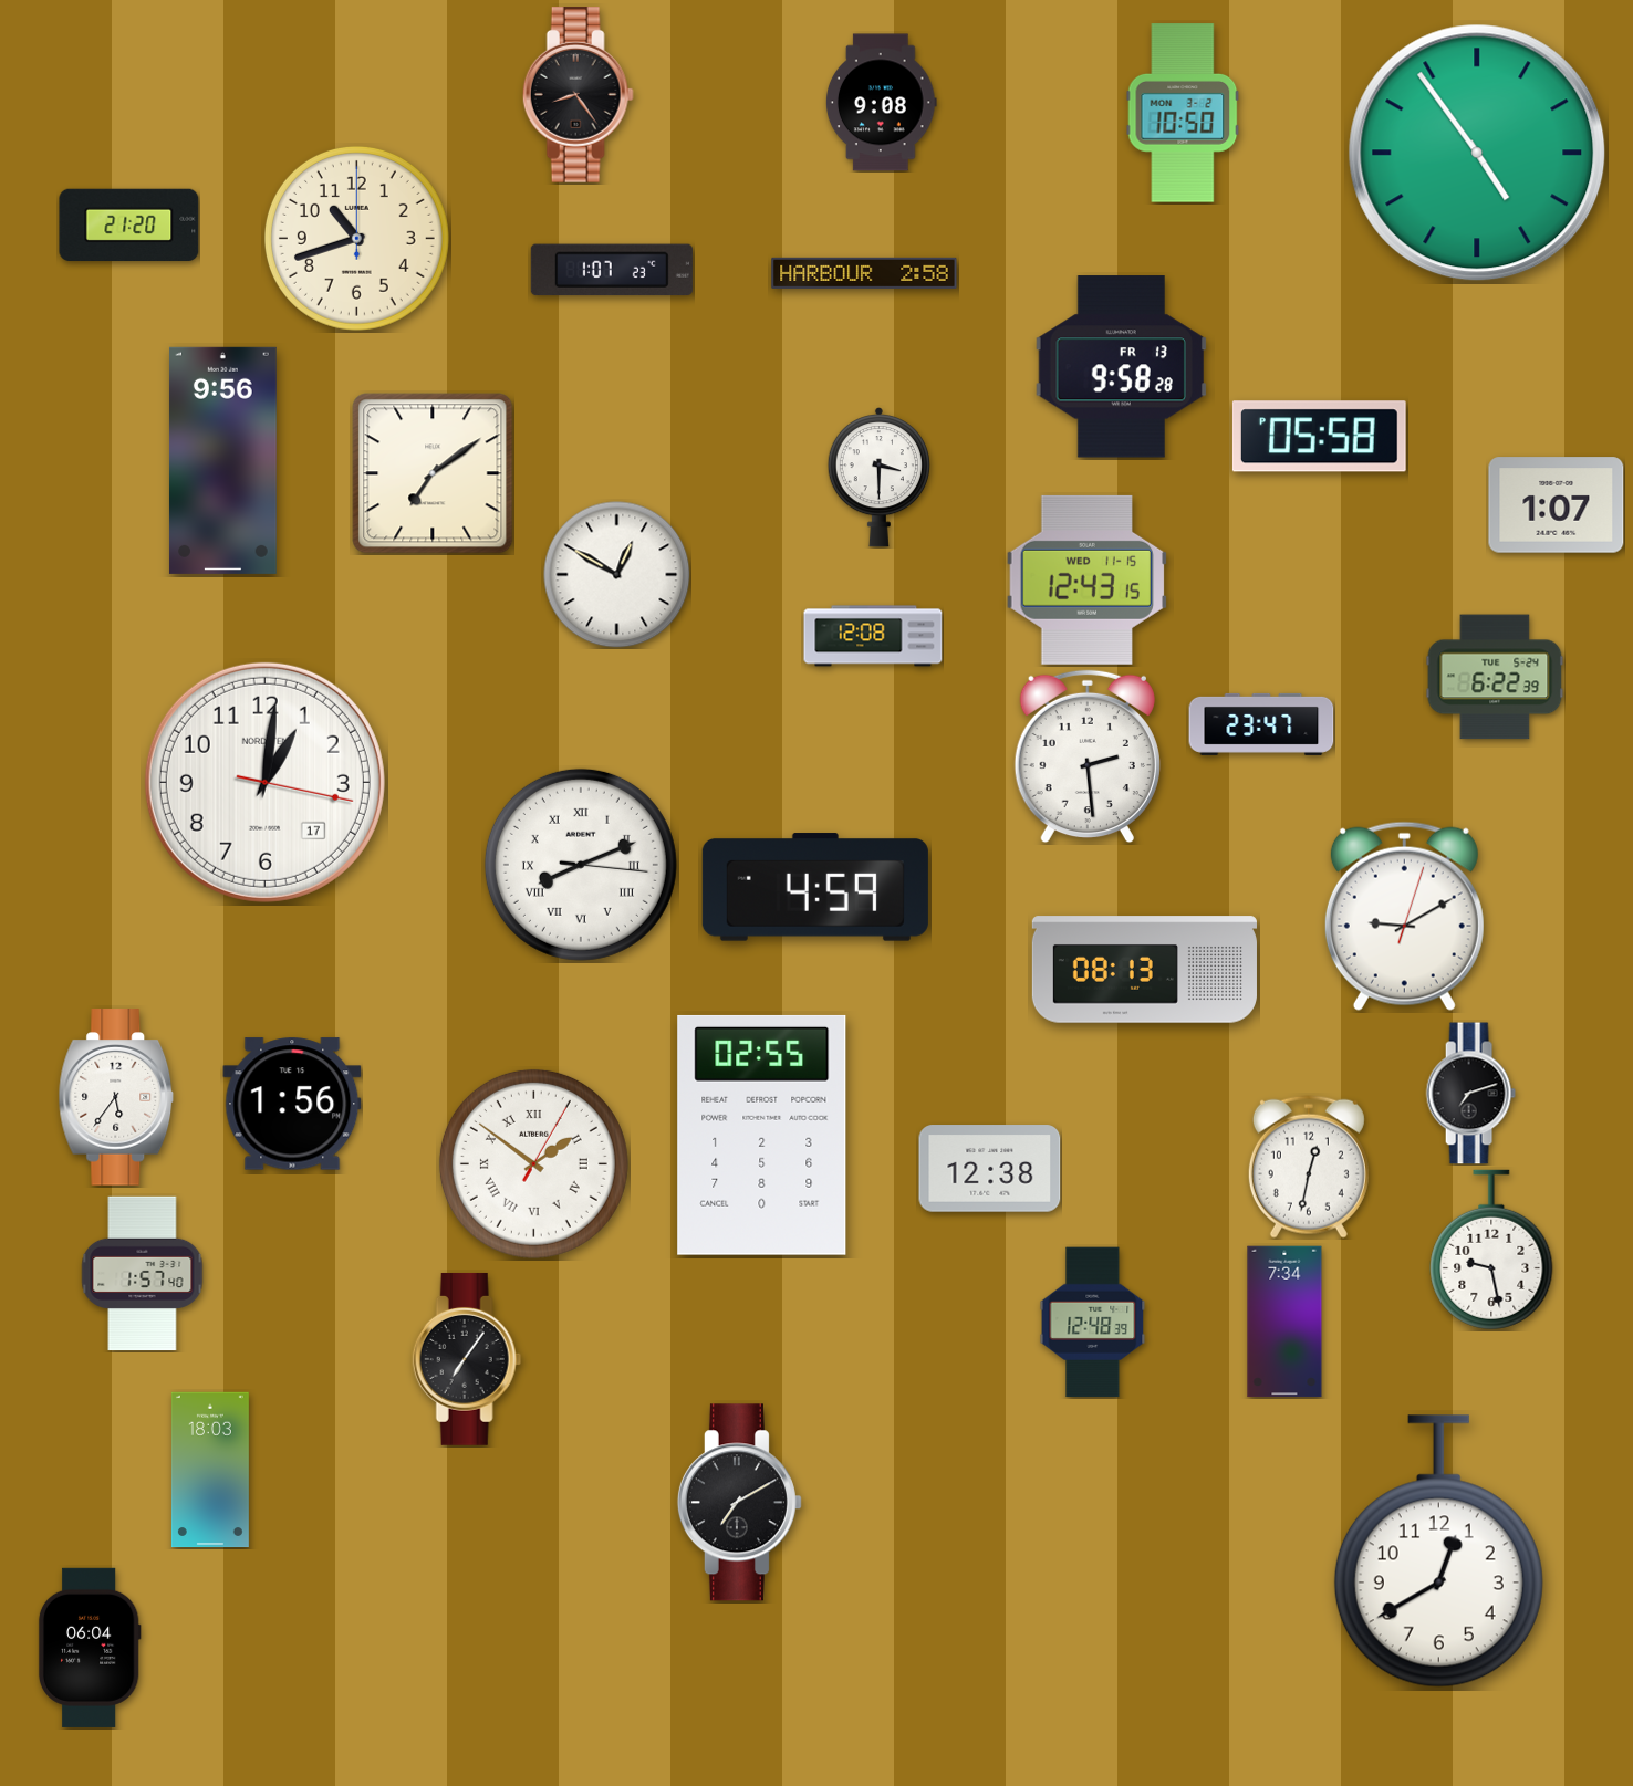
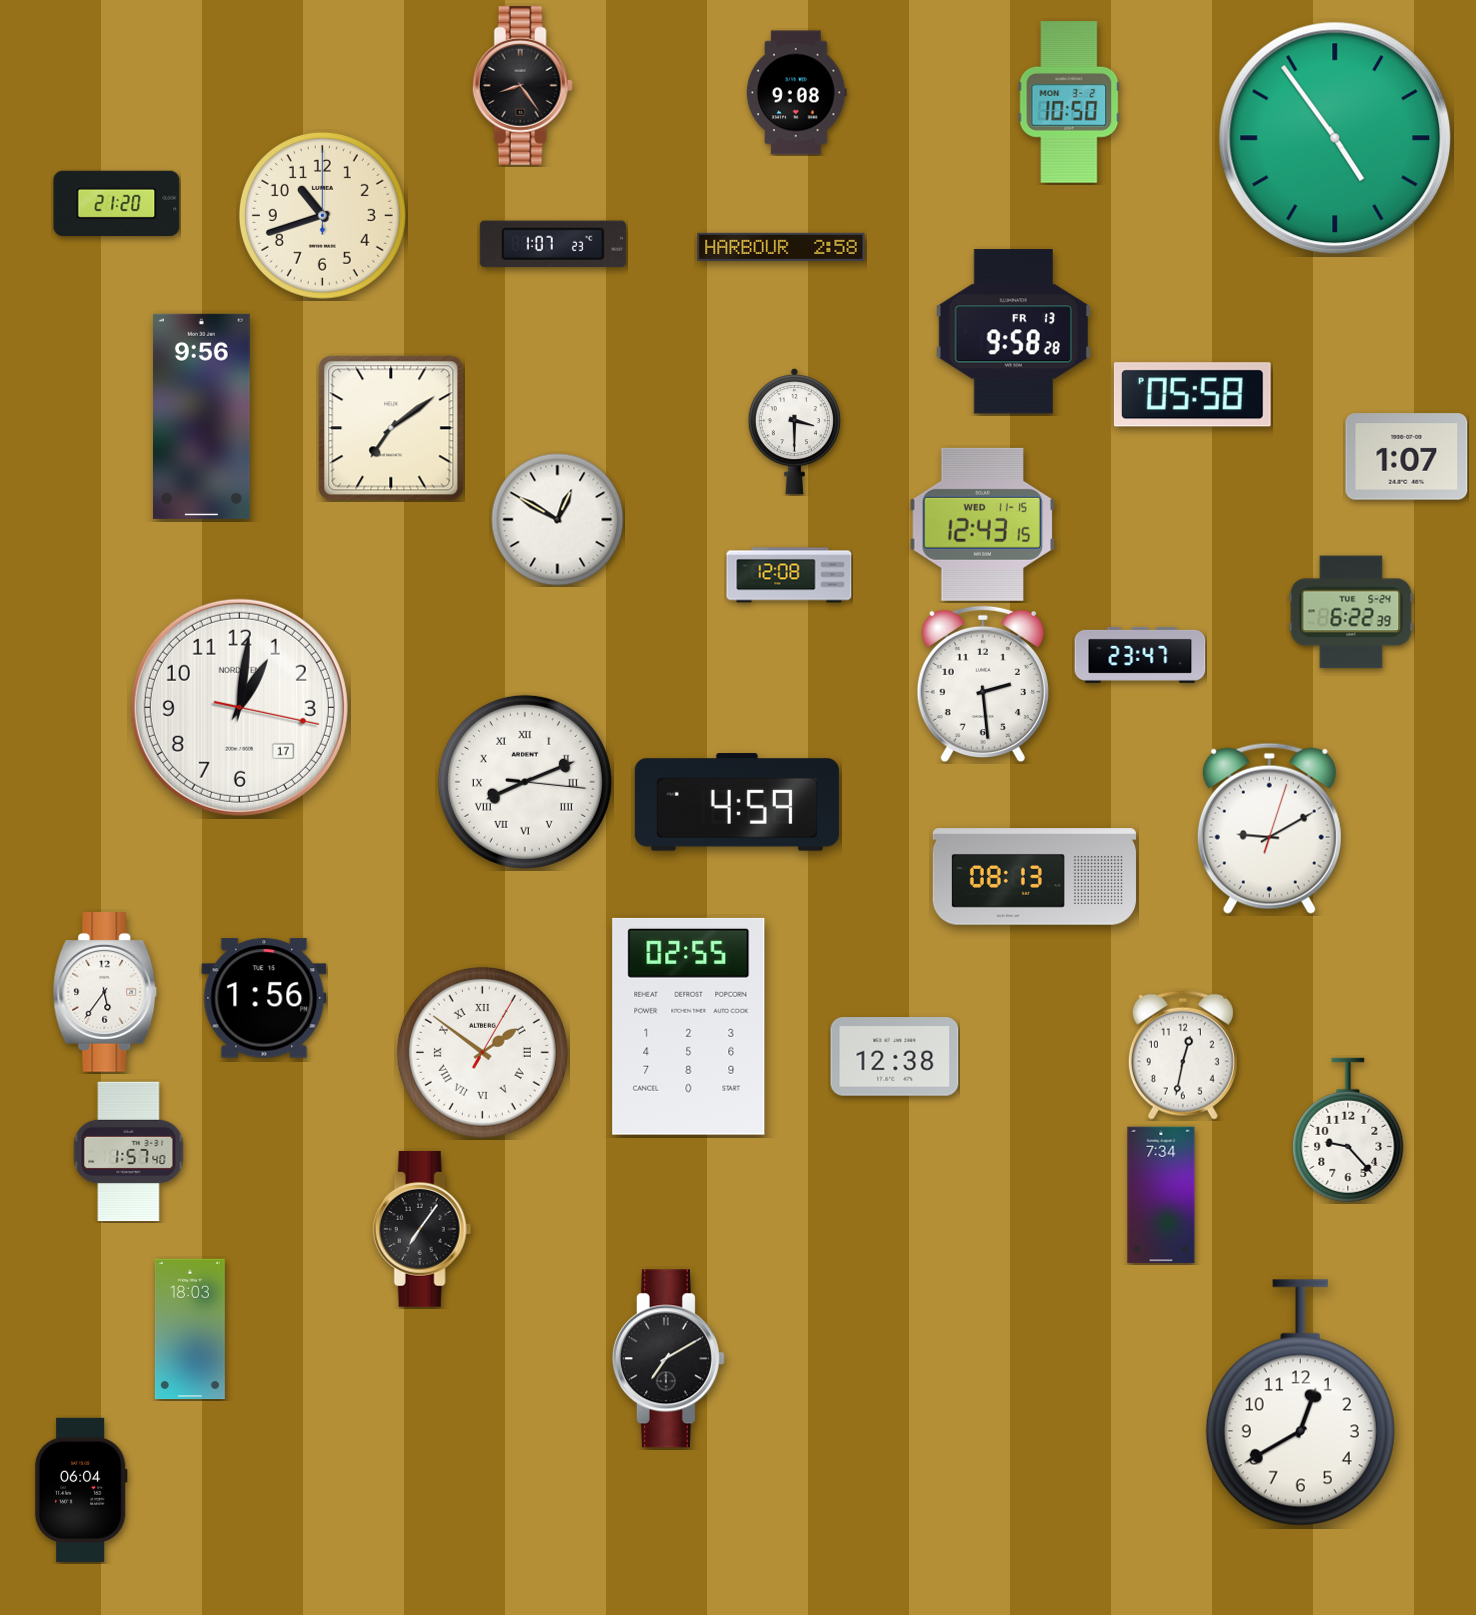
clock at (1470, 1094): 7:12 -> none
clock at (1491, 1250): 9:28 -> 9:23
clock at (1093, 1323): 12:48 -> none
